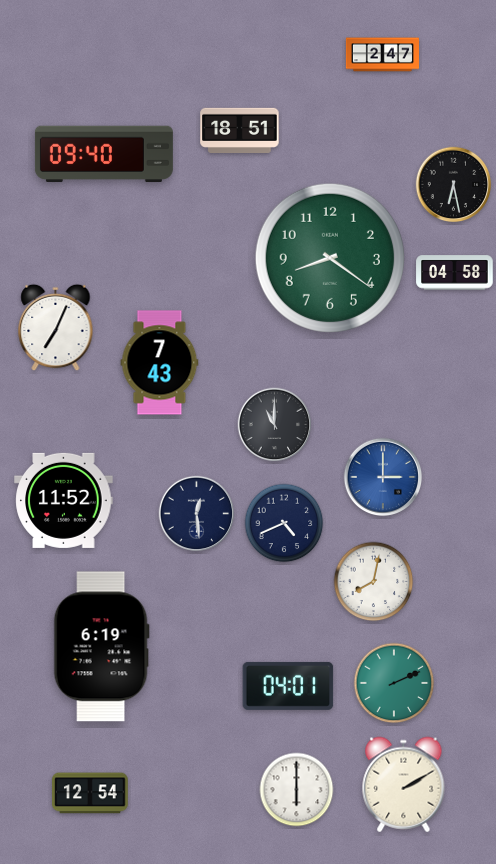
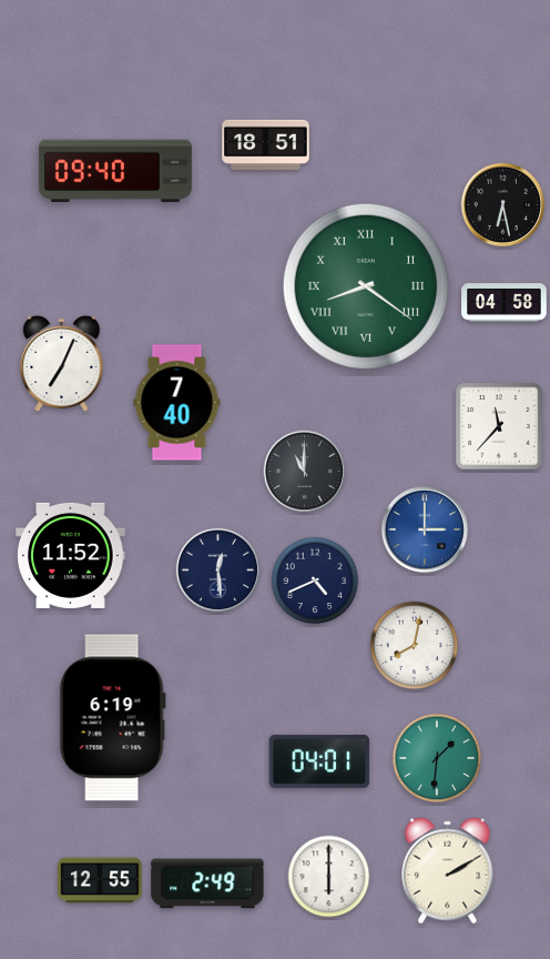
clock at (382, 55): 2:47 -> none
clock at (330, 258) numerals: Arabic -> Roman
clock at (160, 363): 7:43 -> 7:40
clock at (499, 426): none -> 11:37
clock at (394, 683): 2:11 -> 1:31
clock at (91, 793): 12:54 -> 12:55
clock at (207, 884): none -> 2:49
